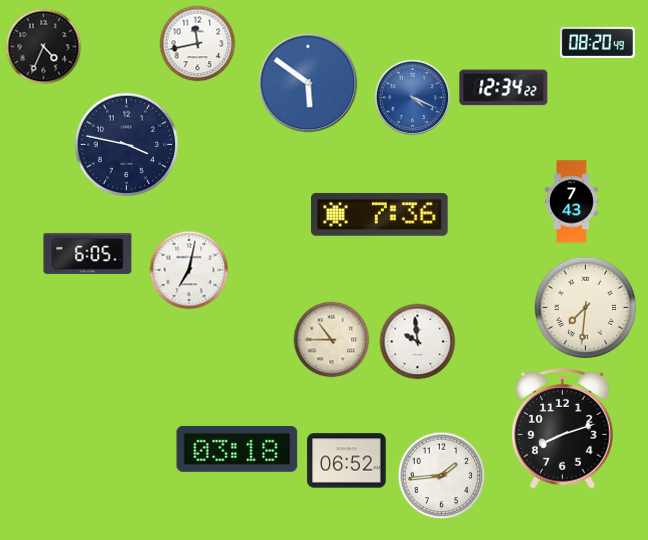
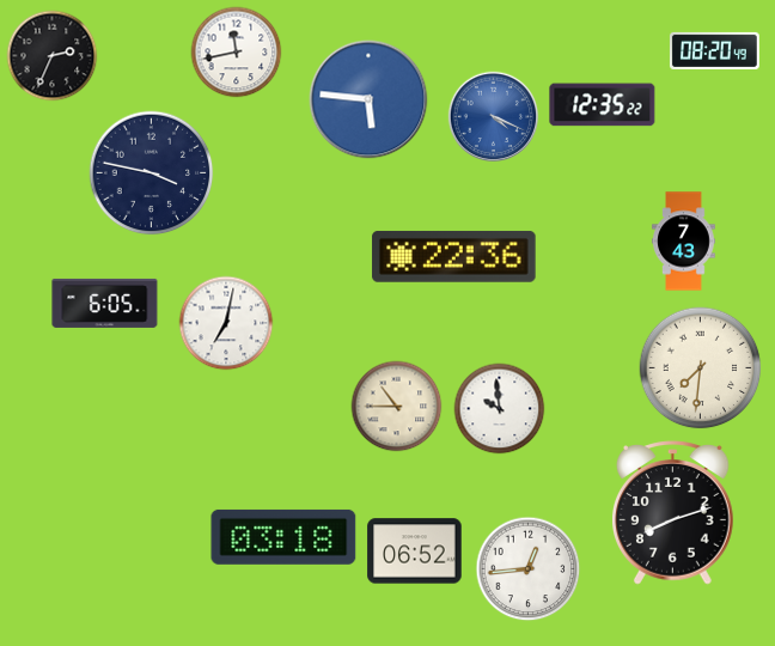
clock at (44, 47): 4:34 -> 2:34
clock at (308, 83): 5:51 -> 5:46
clock at (504, 88): 12:34 -> 12:35
clock at (380, 214): 7:36 -> 22:36
clock at (442, 476): 1:44 -> 12:44
